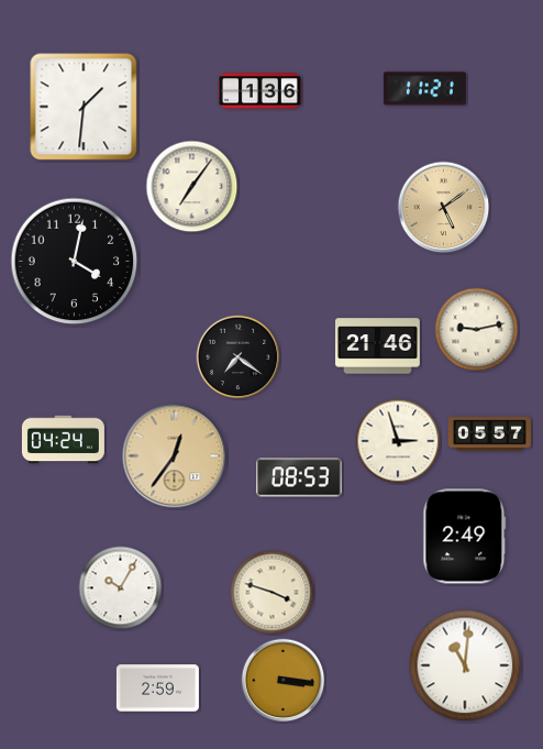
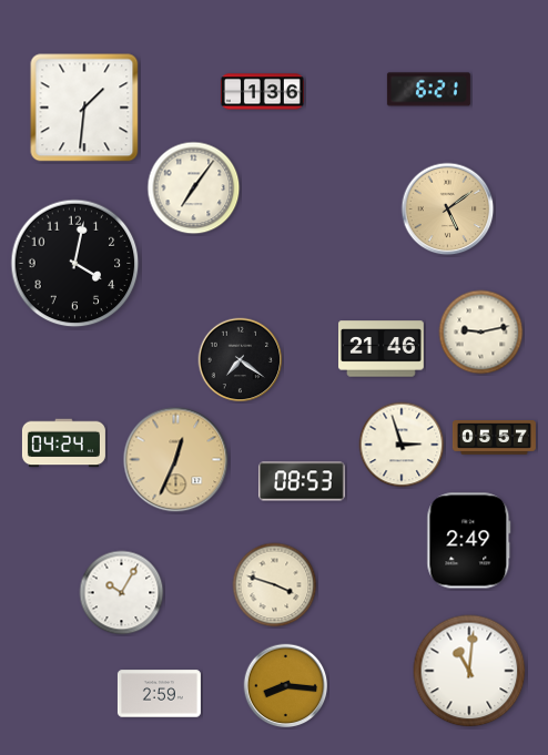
clock at (424, 89): 11:21 -> 6:21
clock at (175, 456): 12:36 -> 12:34
clock at (273, 593) position: (273, 593) -> (275, 585)
clock at (284, 681): 3:16 -> 8:16
